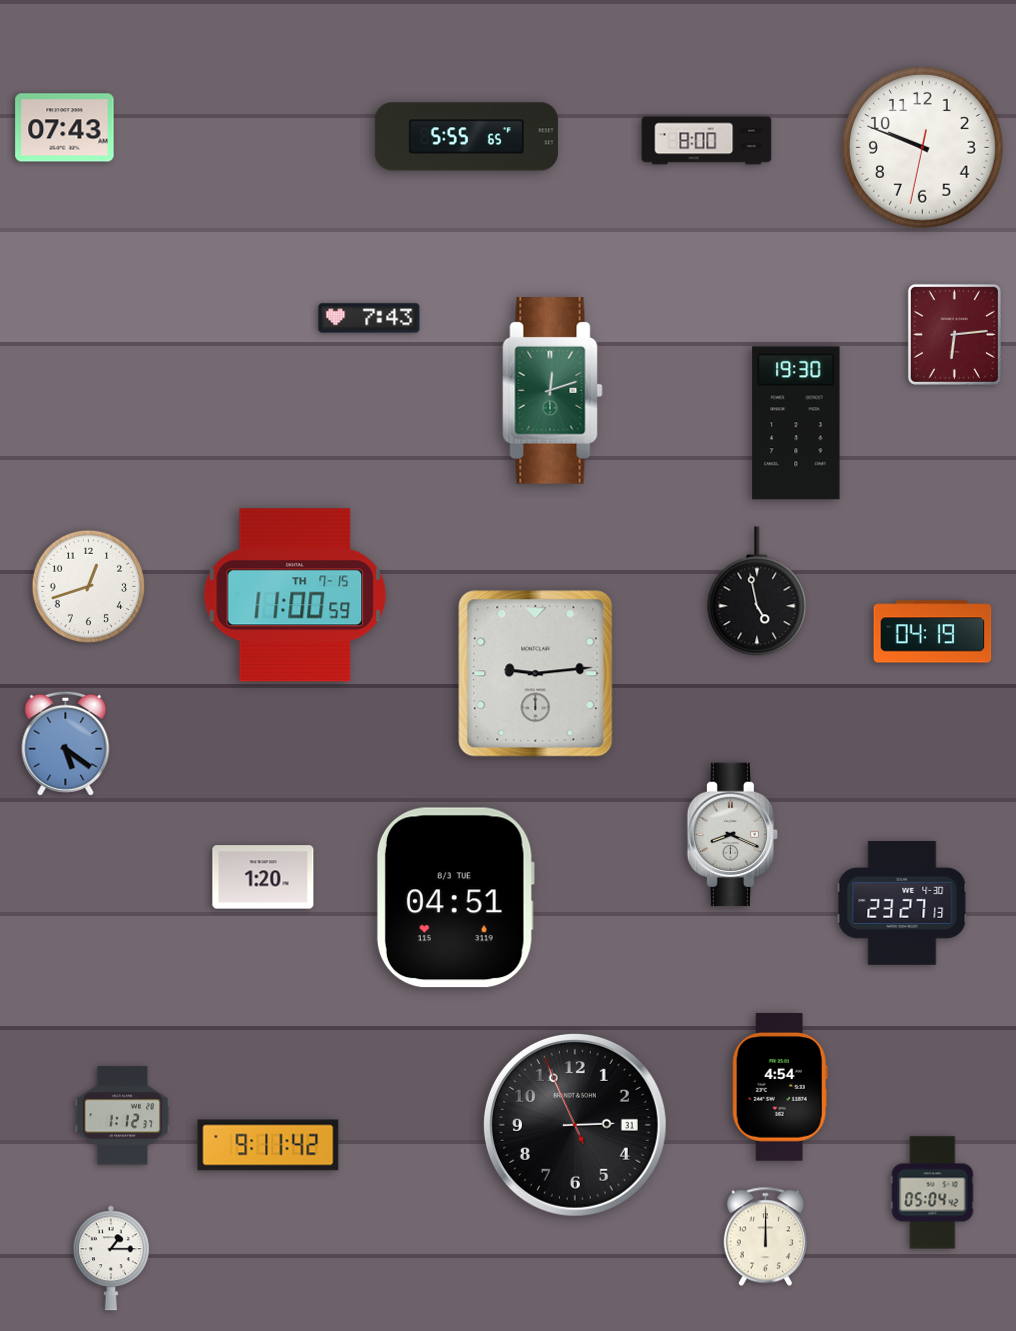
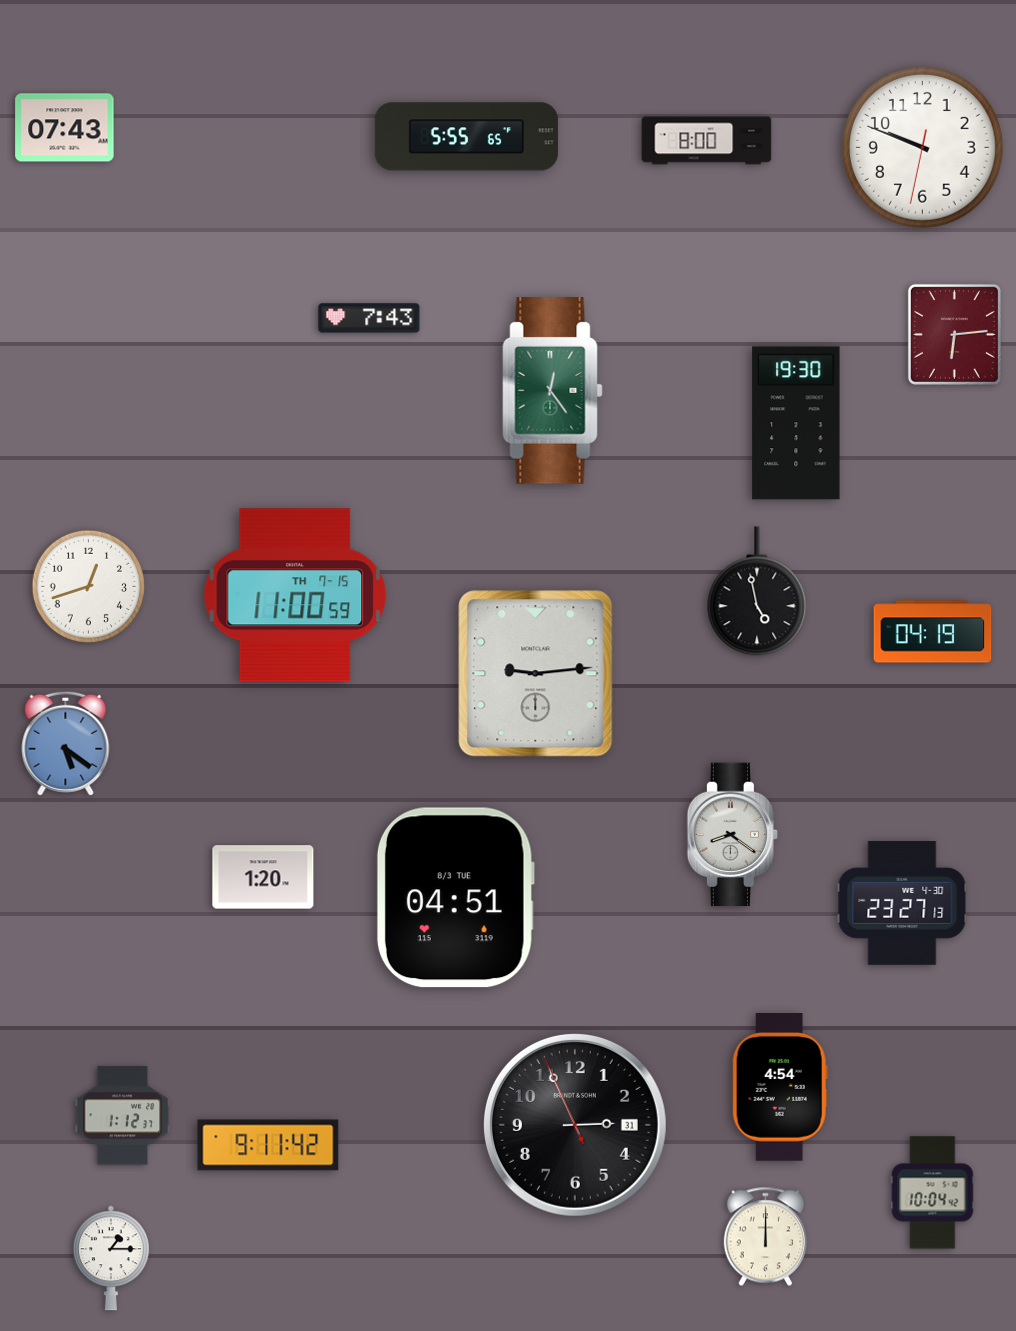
clock at (553, 391): 12:12 -> 12:24
clock at (733, 835): 8:19 -> 8:21
clock at (933, 1193): 05:04 -> 10:04
